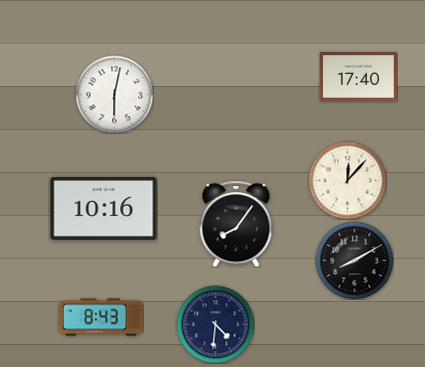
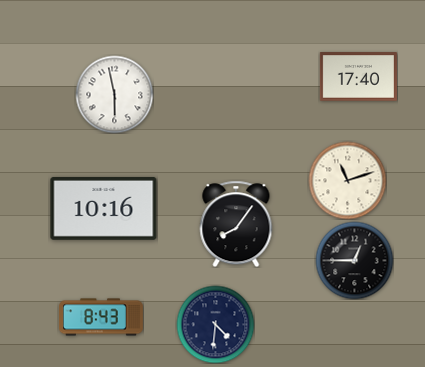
clock at (114, 94): 6:02 -> 5:58
clock at (347, 180): 12:07 -> 11:12
clock at (354, 260): 8:10 -> 12:45
